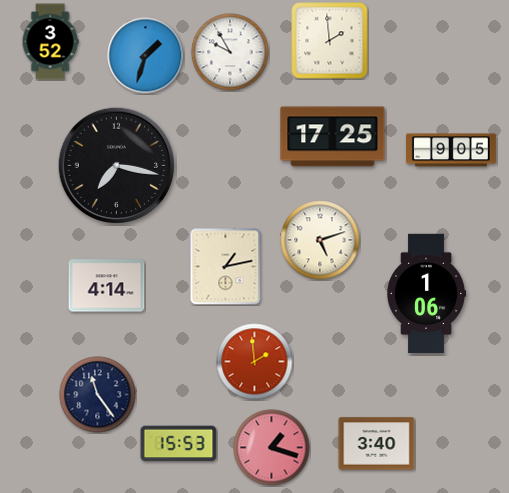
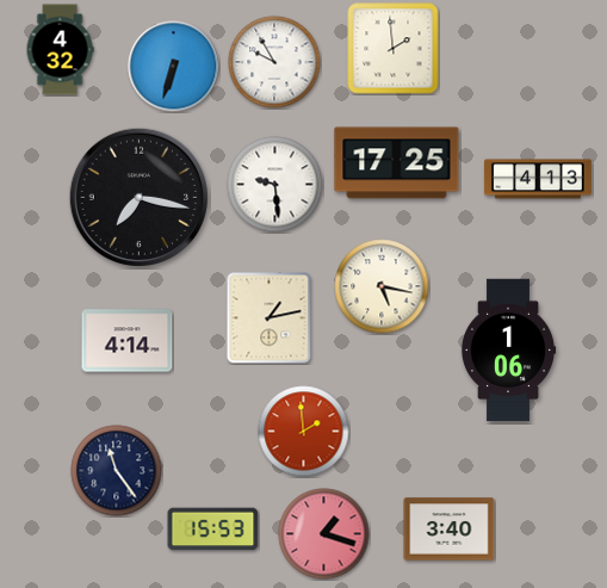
clock at (50, 42): 3:52 -> 4:32
clock at (146, 56): 1:33 -> 6:33
clock at (451, 150): 9:05 -> 4:13
clock at (275, 185): none -> 9:29
clock at (320, 240): 5:12 -> 5:17
